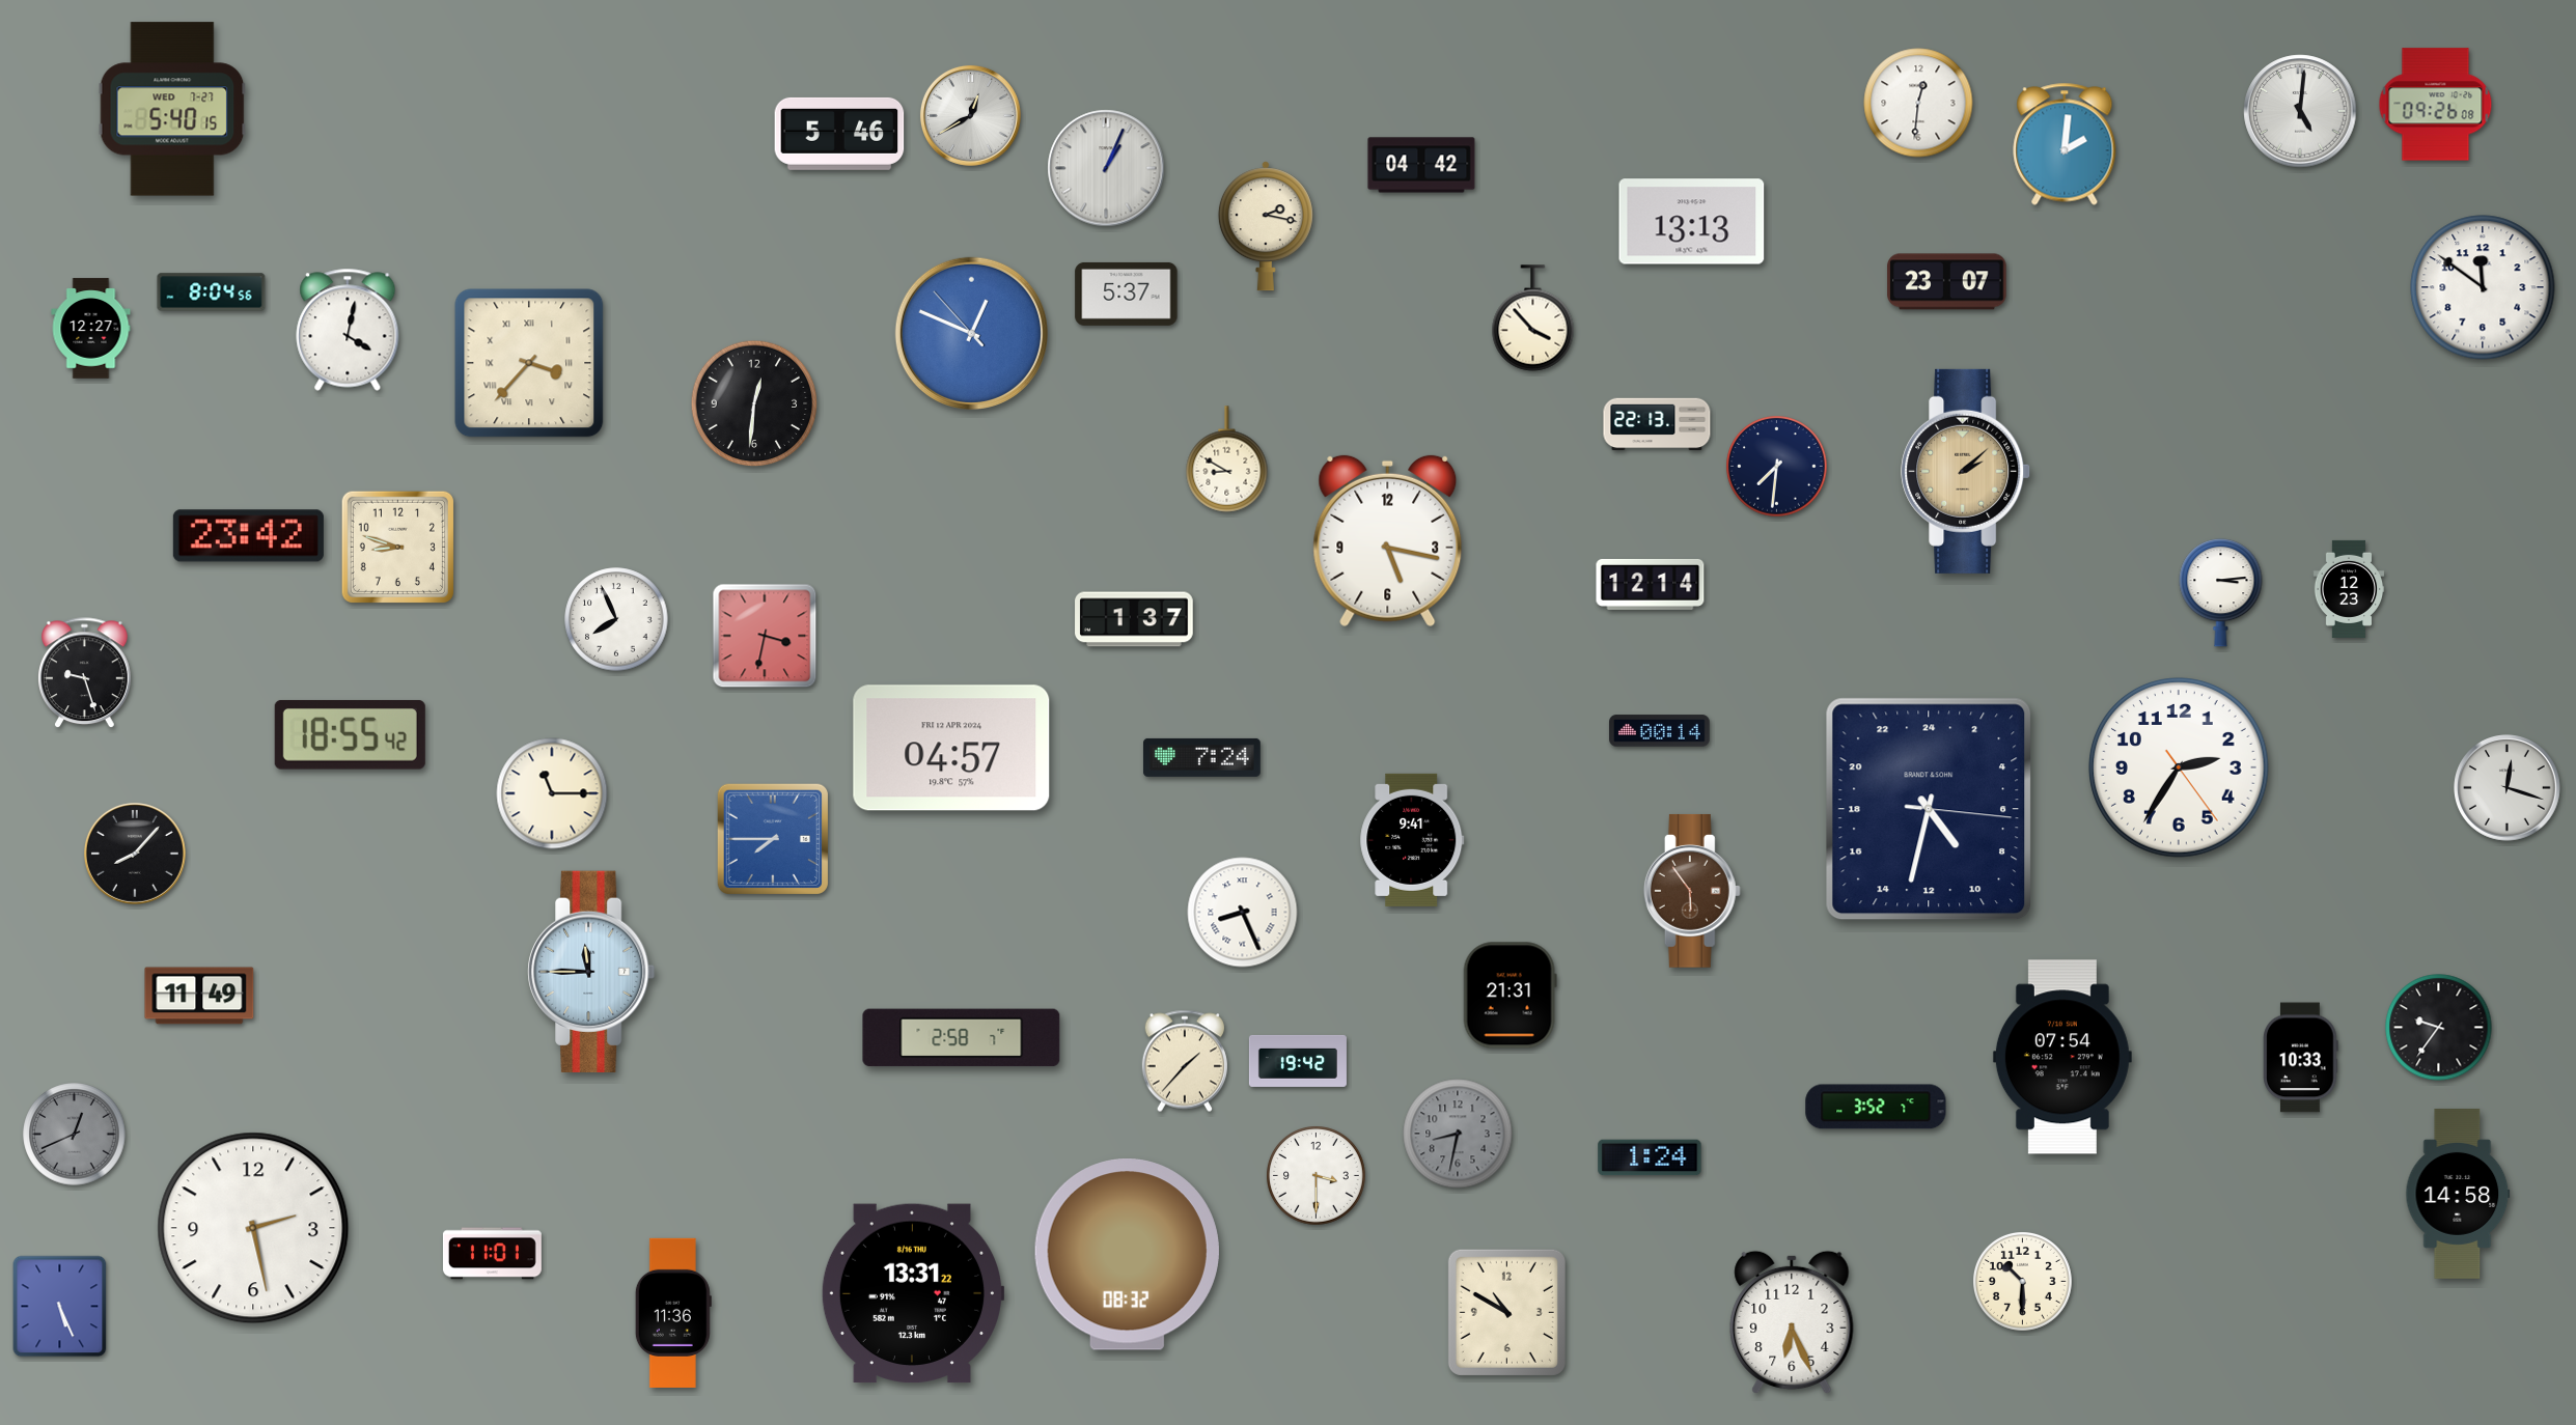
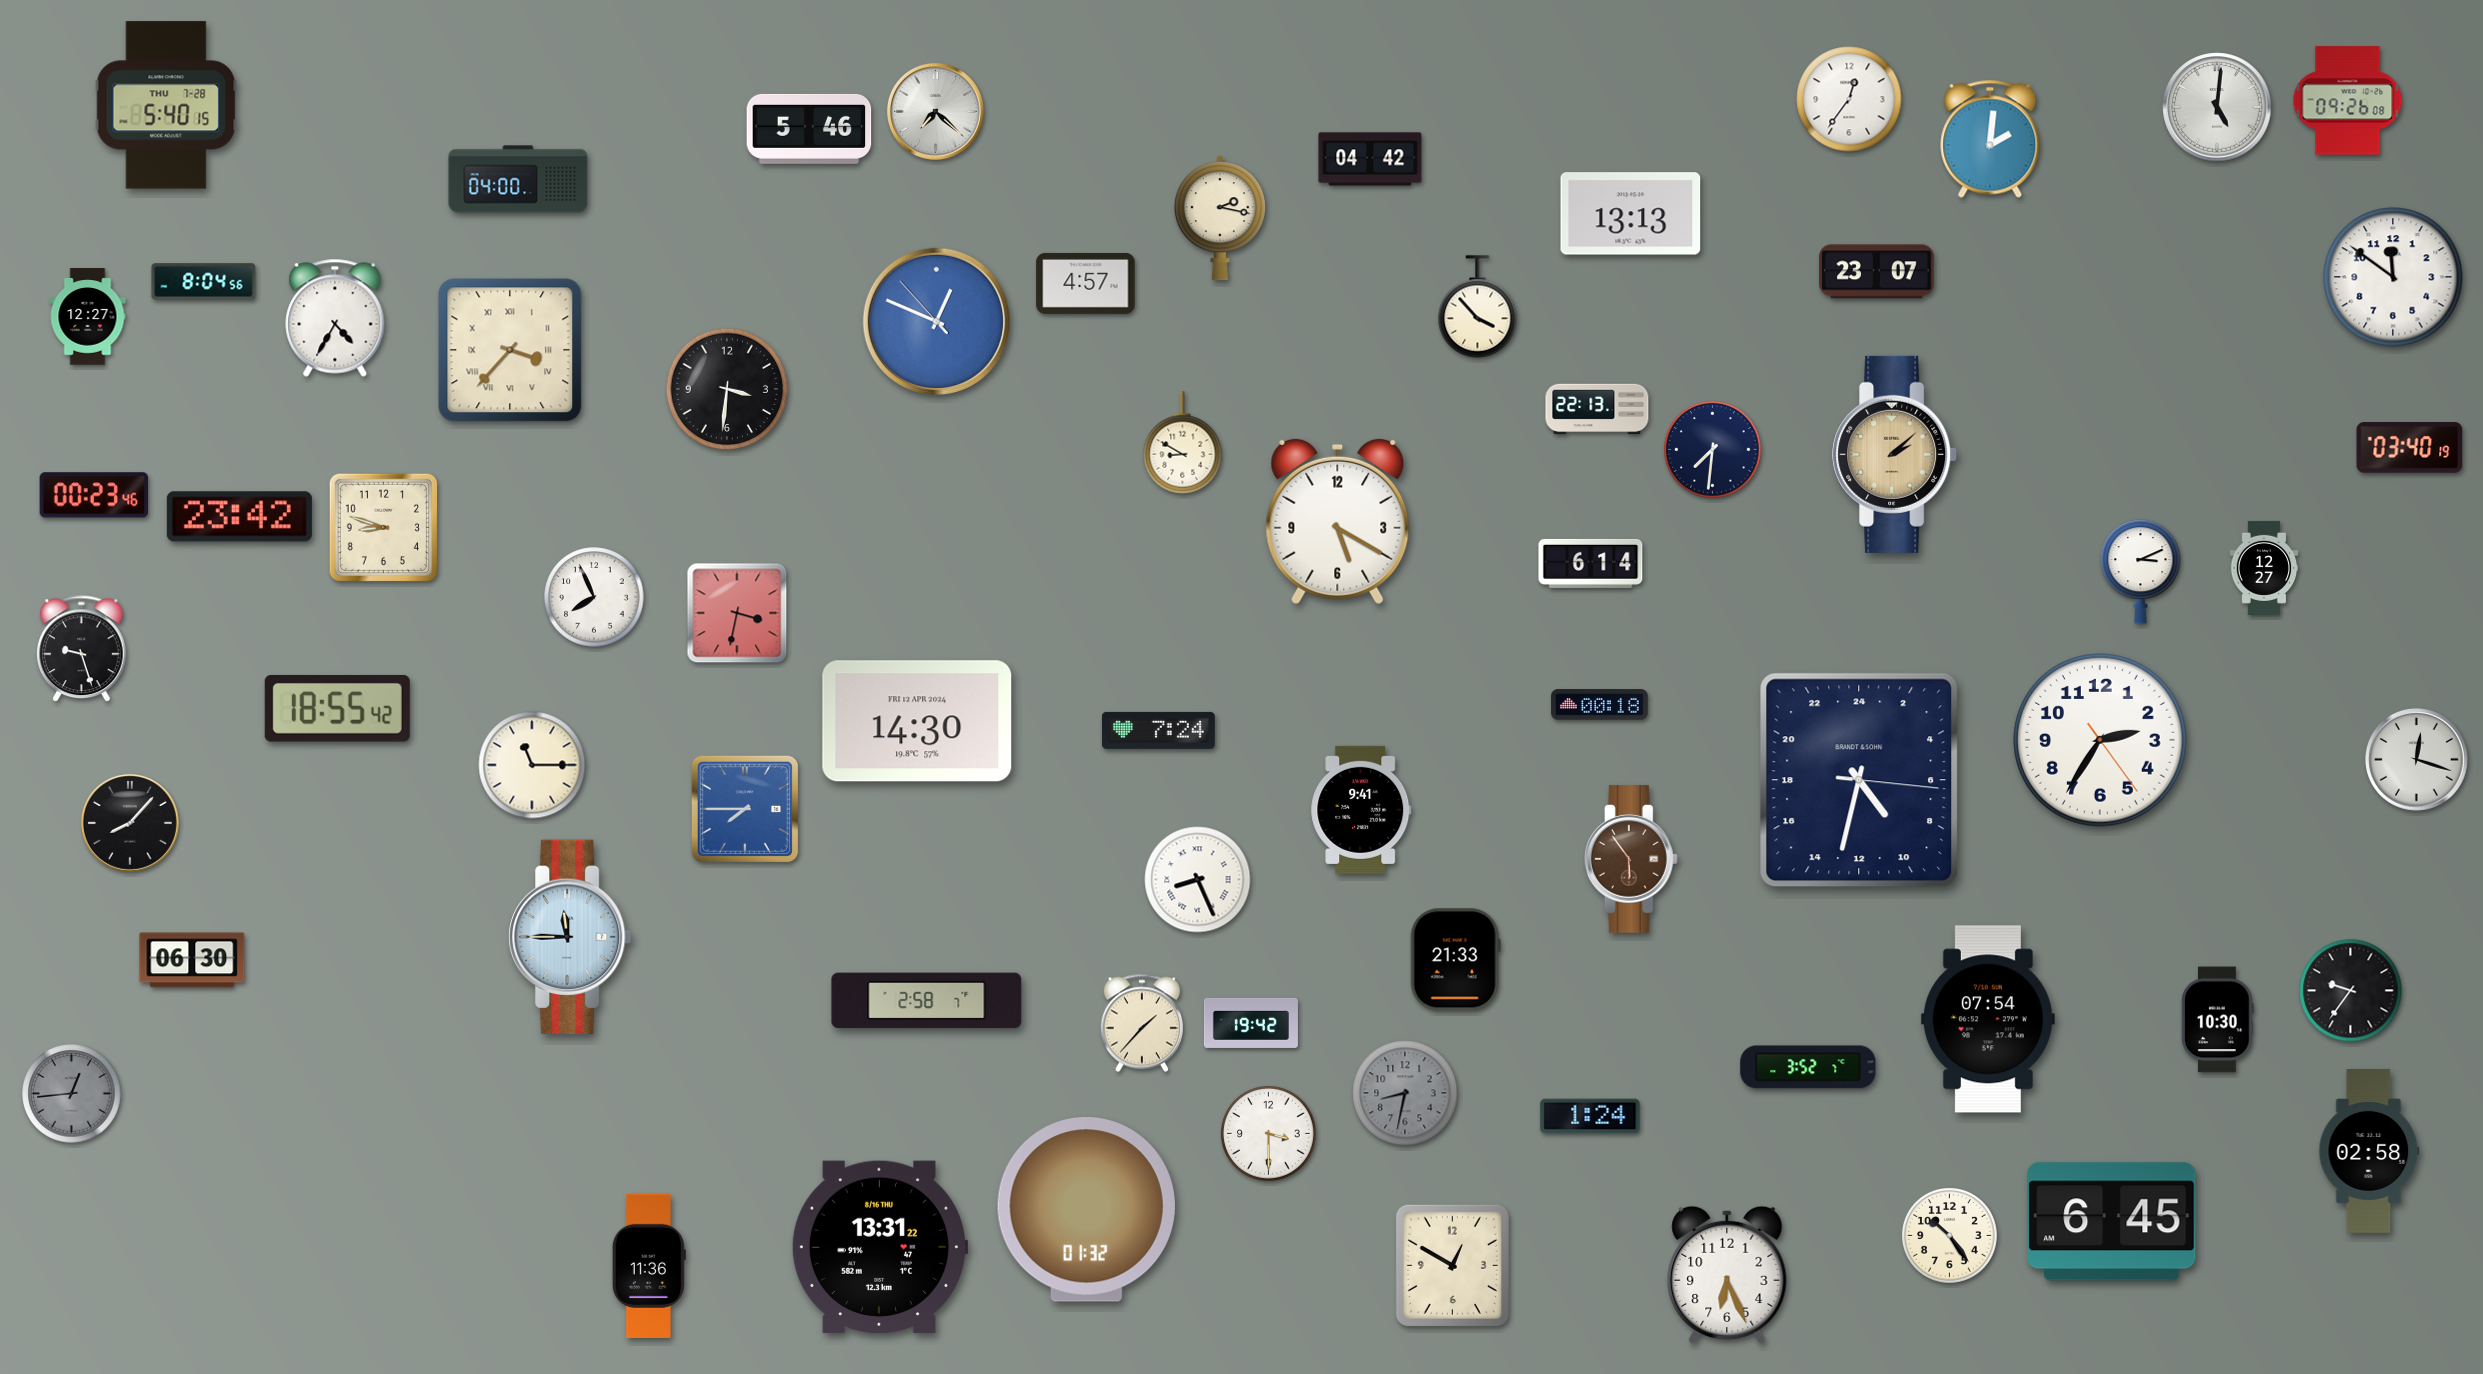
clock at (1918, 103): 12:31 -> 12:36
clock at (172, 109) date: WED 7-27 -> THU 7-28
clock at (970, 115): 12:40 -> 7:22
clock at (1106, 168): 1:04 -> none
clock at (518, 179): none -> 04:00
clock at (1127, 294): 5:37 -> 4:57
clock at (348, 330): 4:02 -> 4:35
clock at (754, 403): 12:31 -> 3:31
clock at (2410, 448): none -> 03:40
clock at (93, 495): none -> 00:23
clock at (1388, 541): 5:17 -> 5:20
clock at (1651, 584): 12:14 -> 6:14
clock at (2349, 589): 12:23 -> 12:27
clock at (2221, 593): 3:14 -> 3:11
clock at (1134, 619): 1:37 -> none
clock at (1660, 731): 00:14 -> 00:18
clock at (951, 748): 04:57 -> 14:30
clock at (199, 996): 11:49 -> 06:30
clock at (1509, 996): 21:31 -> 21:33
clock at (2301, 1058): 10:33 -> 10:30
clock at (75, 1135): 12:41 -> 12:44
clock at (2458, 1194): 14:58 -> 02:58
clock at (253, 1228): 2:28 -> none
clock at (492, 1254): 11:01 -> none
clock at (1127, 1255): 08:32 -> 01:32
clock at (2112, 1222): none -> 6:45
clock at (2023, 1282): 10:30 -> 10:24
clock at (60, 1307): 5:26 -> none
clock at (1506, 1312): 10:50 -> 12:50
